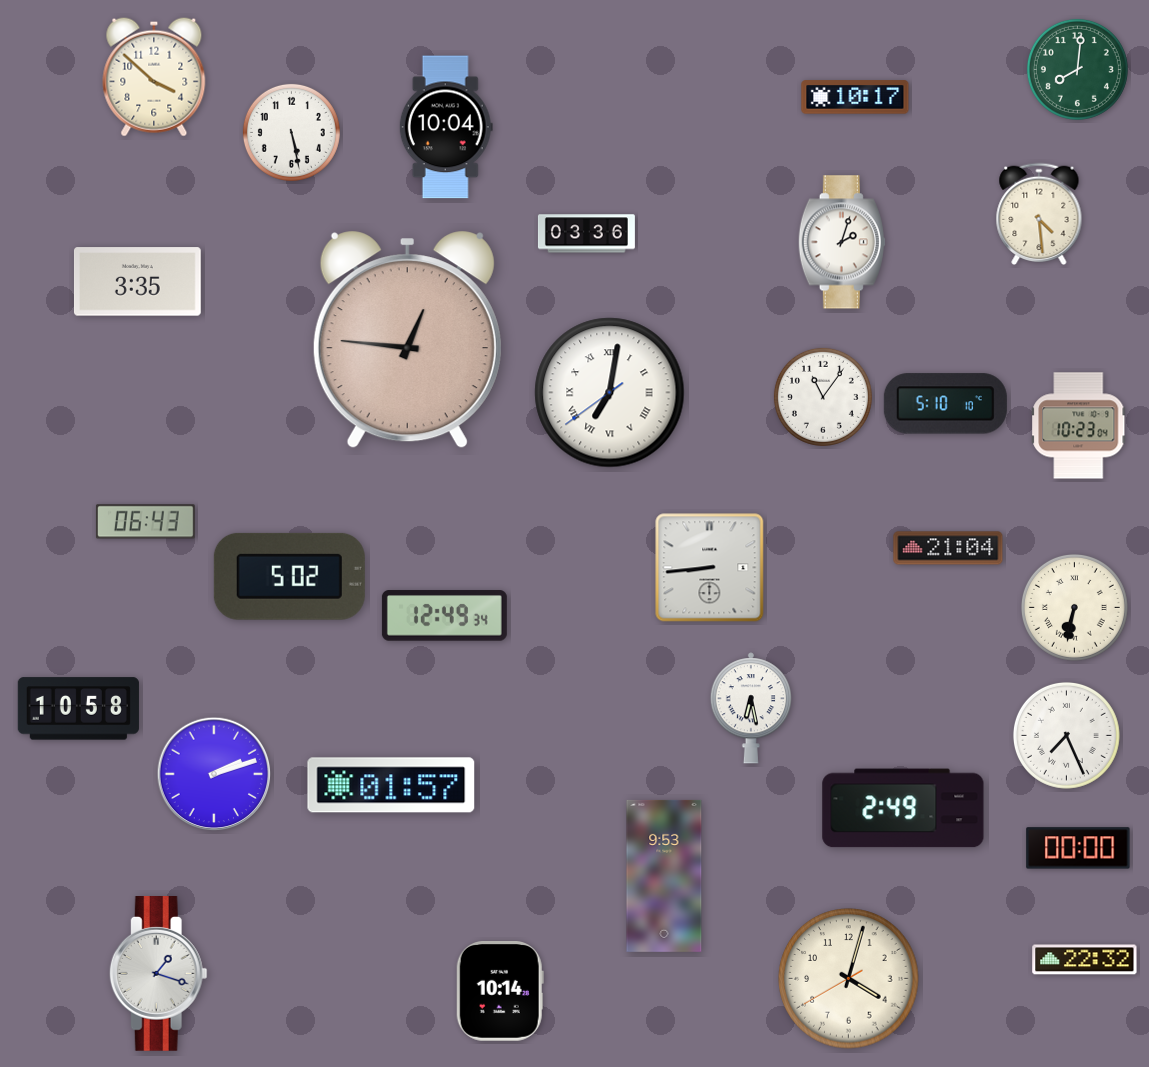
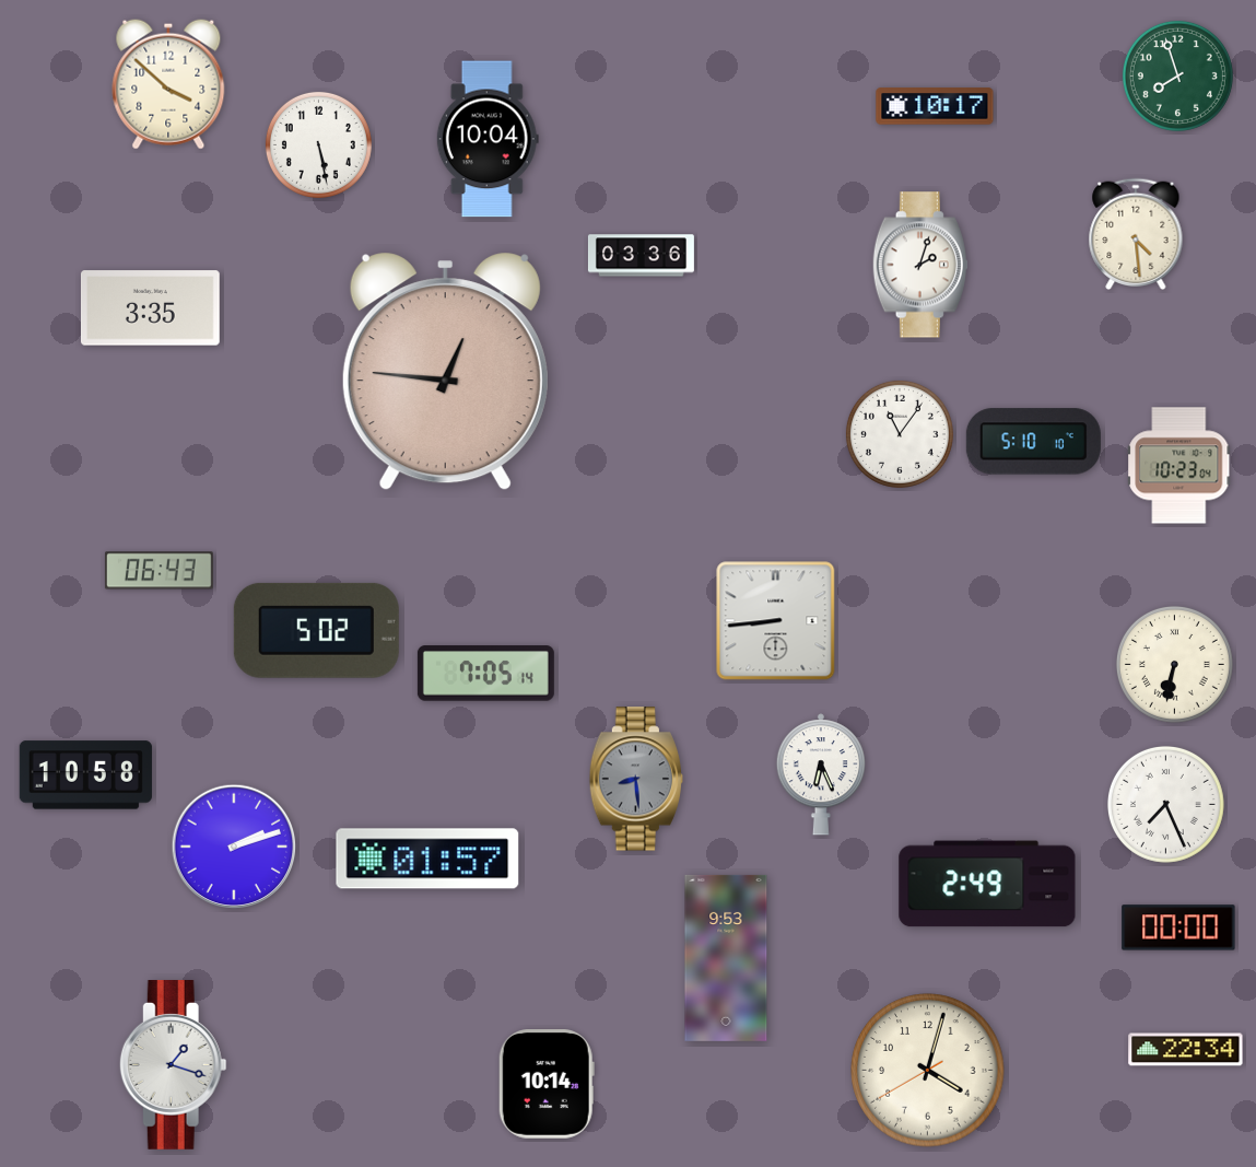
clock at (1077, 69): 8:01 -> 7:57
clock at (610, 393): 7:01 -> none
clock at (948, 548): 21:04 -> none
clock at (444, 616): 12:49 -> 7:05
clock at (751, 708): 6:28 -> 6:26
clock at (635, 779): none -> 8:29
clock at (1085, 960): 22:32 -> 22:34
